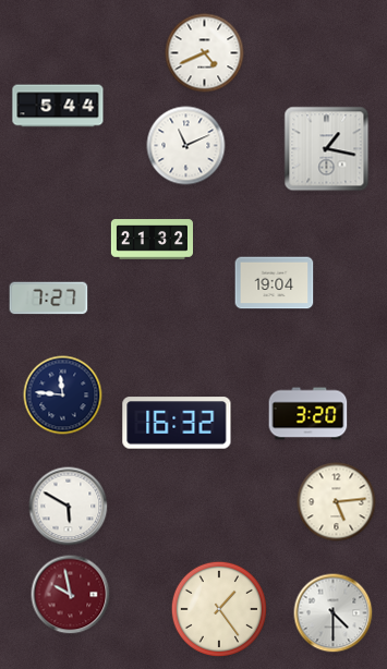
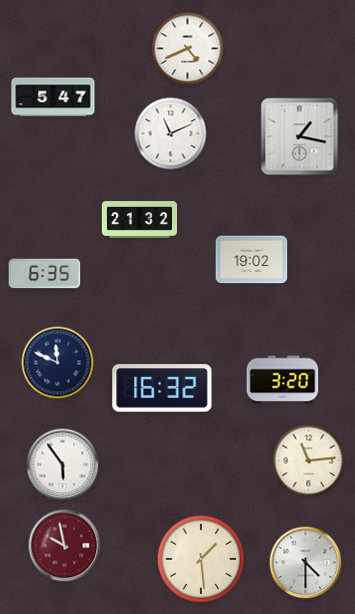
clock at (58, 106): 5:44 -> 5:47
clock at (275, 283): 19:04 -> 19:02
clock at (49, 299): 7:27 -> 6:35
clock at (63, 396): 11:46 -> 11:49
clock at (337, 502): 5:14 -> 11:14
clock at (69, 507): 5:50 -> 5:54
clock at (219, 609): 1:24 -> 1:29
